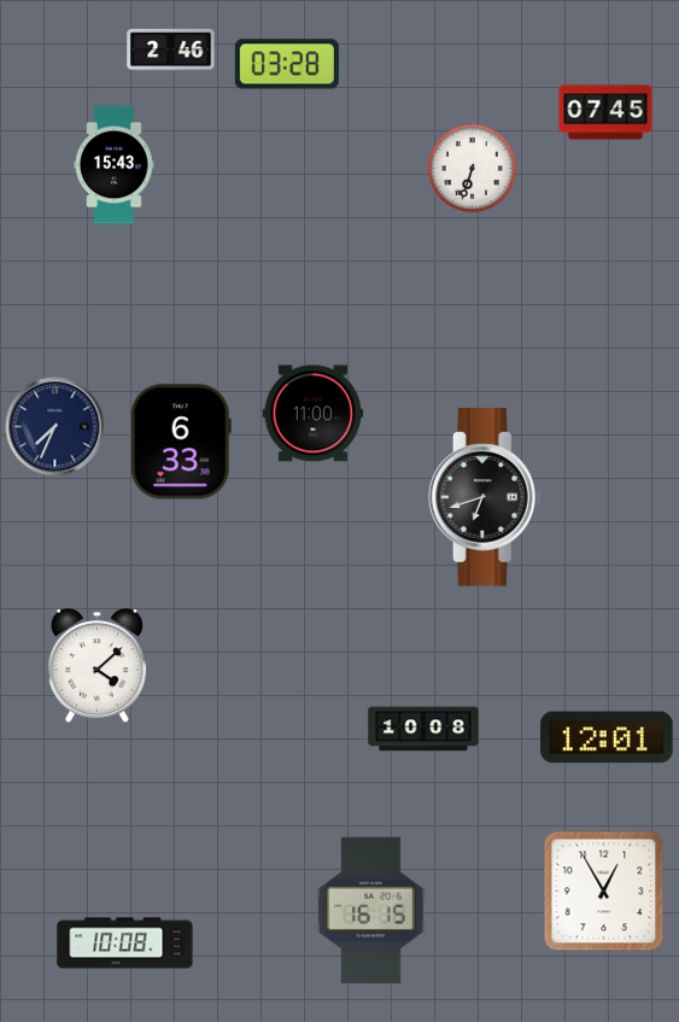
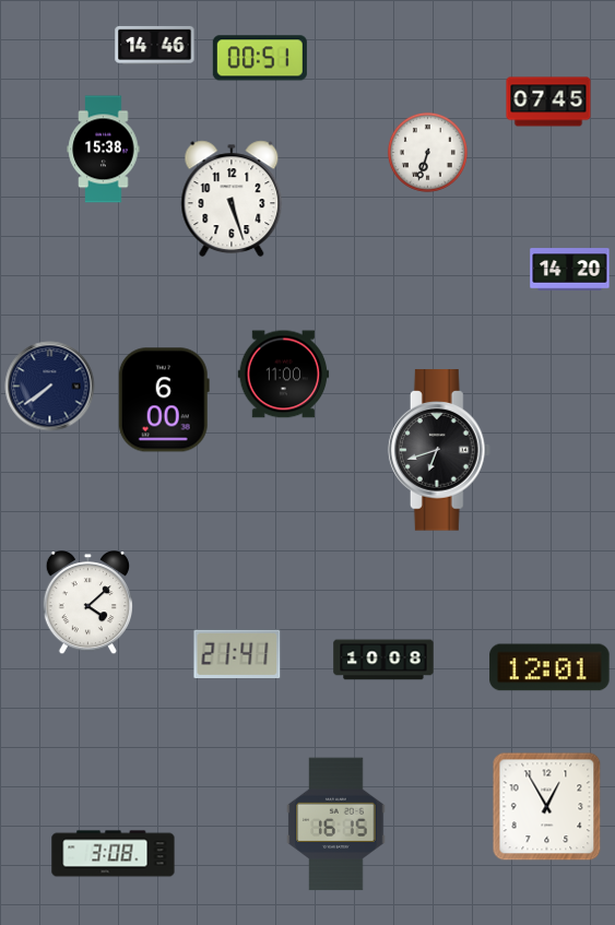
clock at (171, 49): 2:46 -> 14:46
clock at (287, 64): 03:28 -> 00:51
clock at (115, 165): 15:43 -> 15:38
clock at (232, 199): none -> 5:27
clock at (570, 270): none -> 14:20
clock at (55, 427): 7:34 -> 7:39
clock at (181, 442): 6:33 -> 6:00
clock at (237, 653): none -> 21:41
clock at (125, 944): 10:08 -> 3:08
